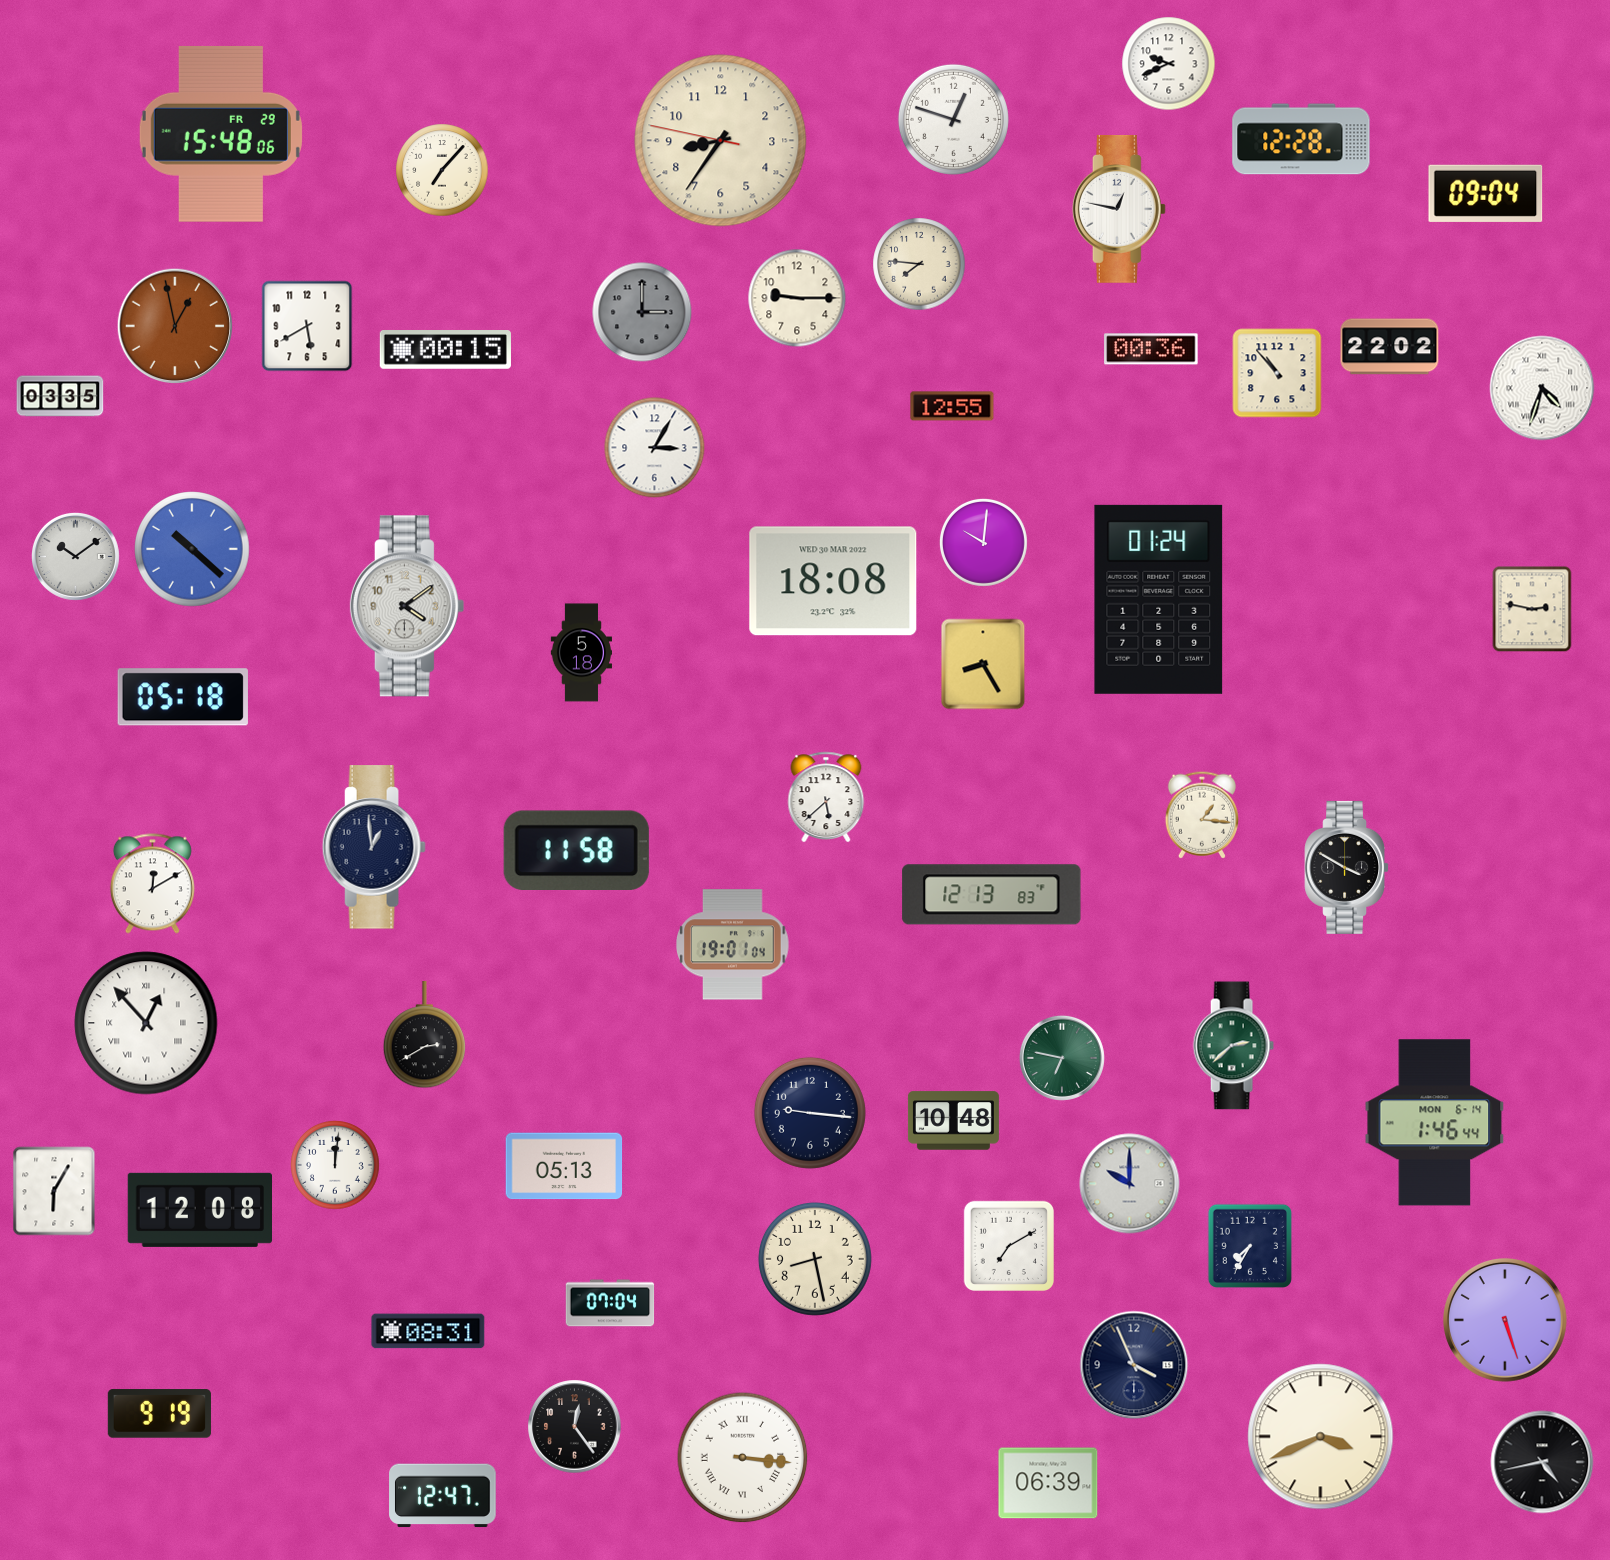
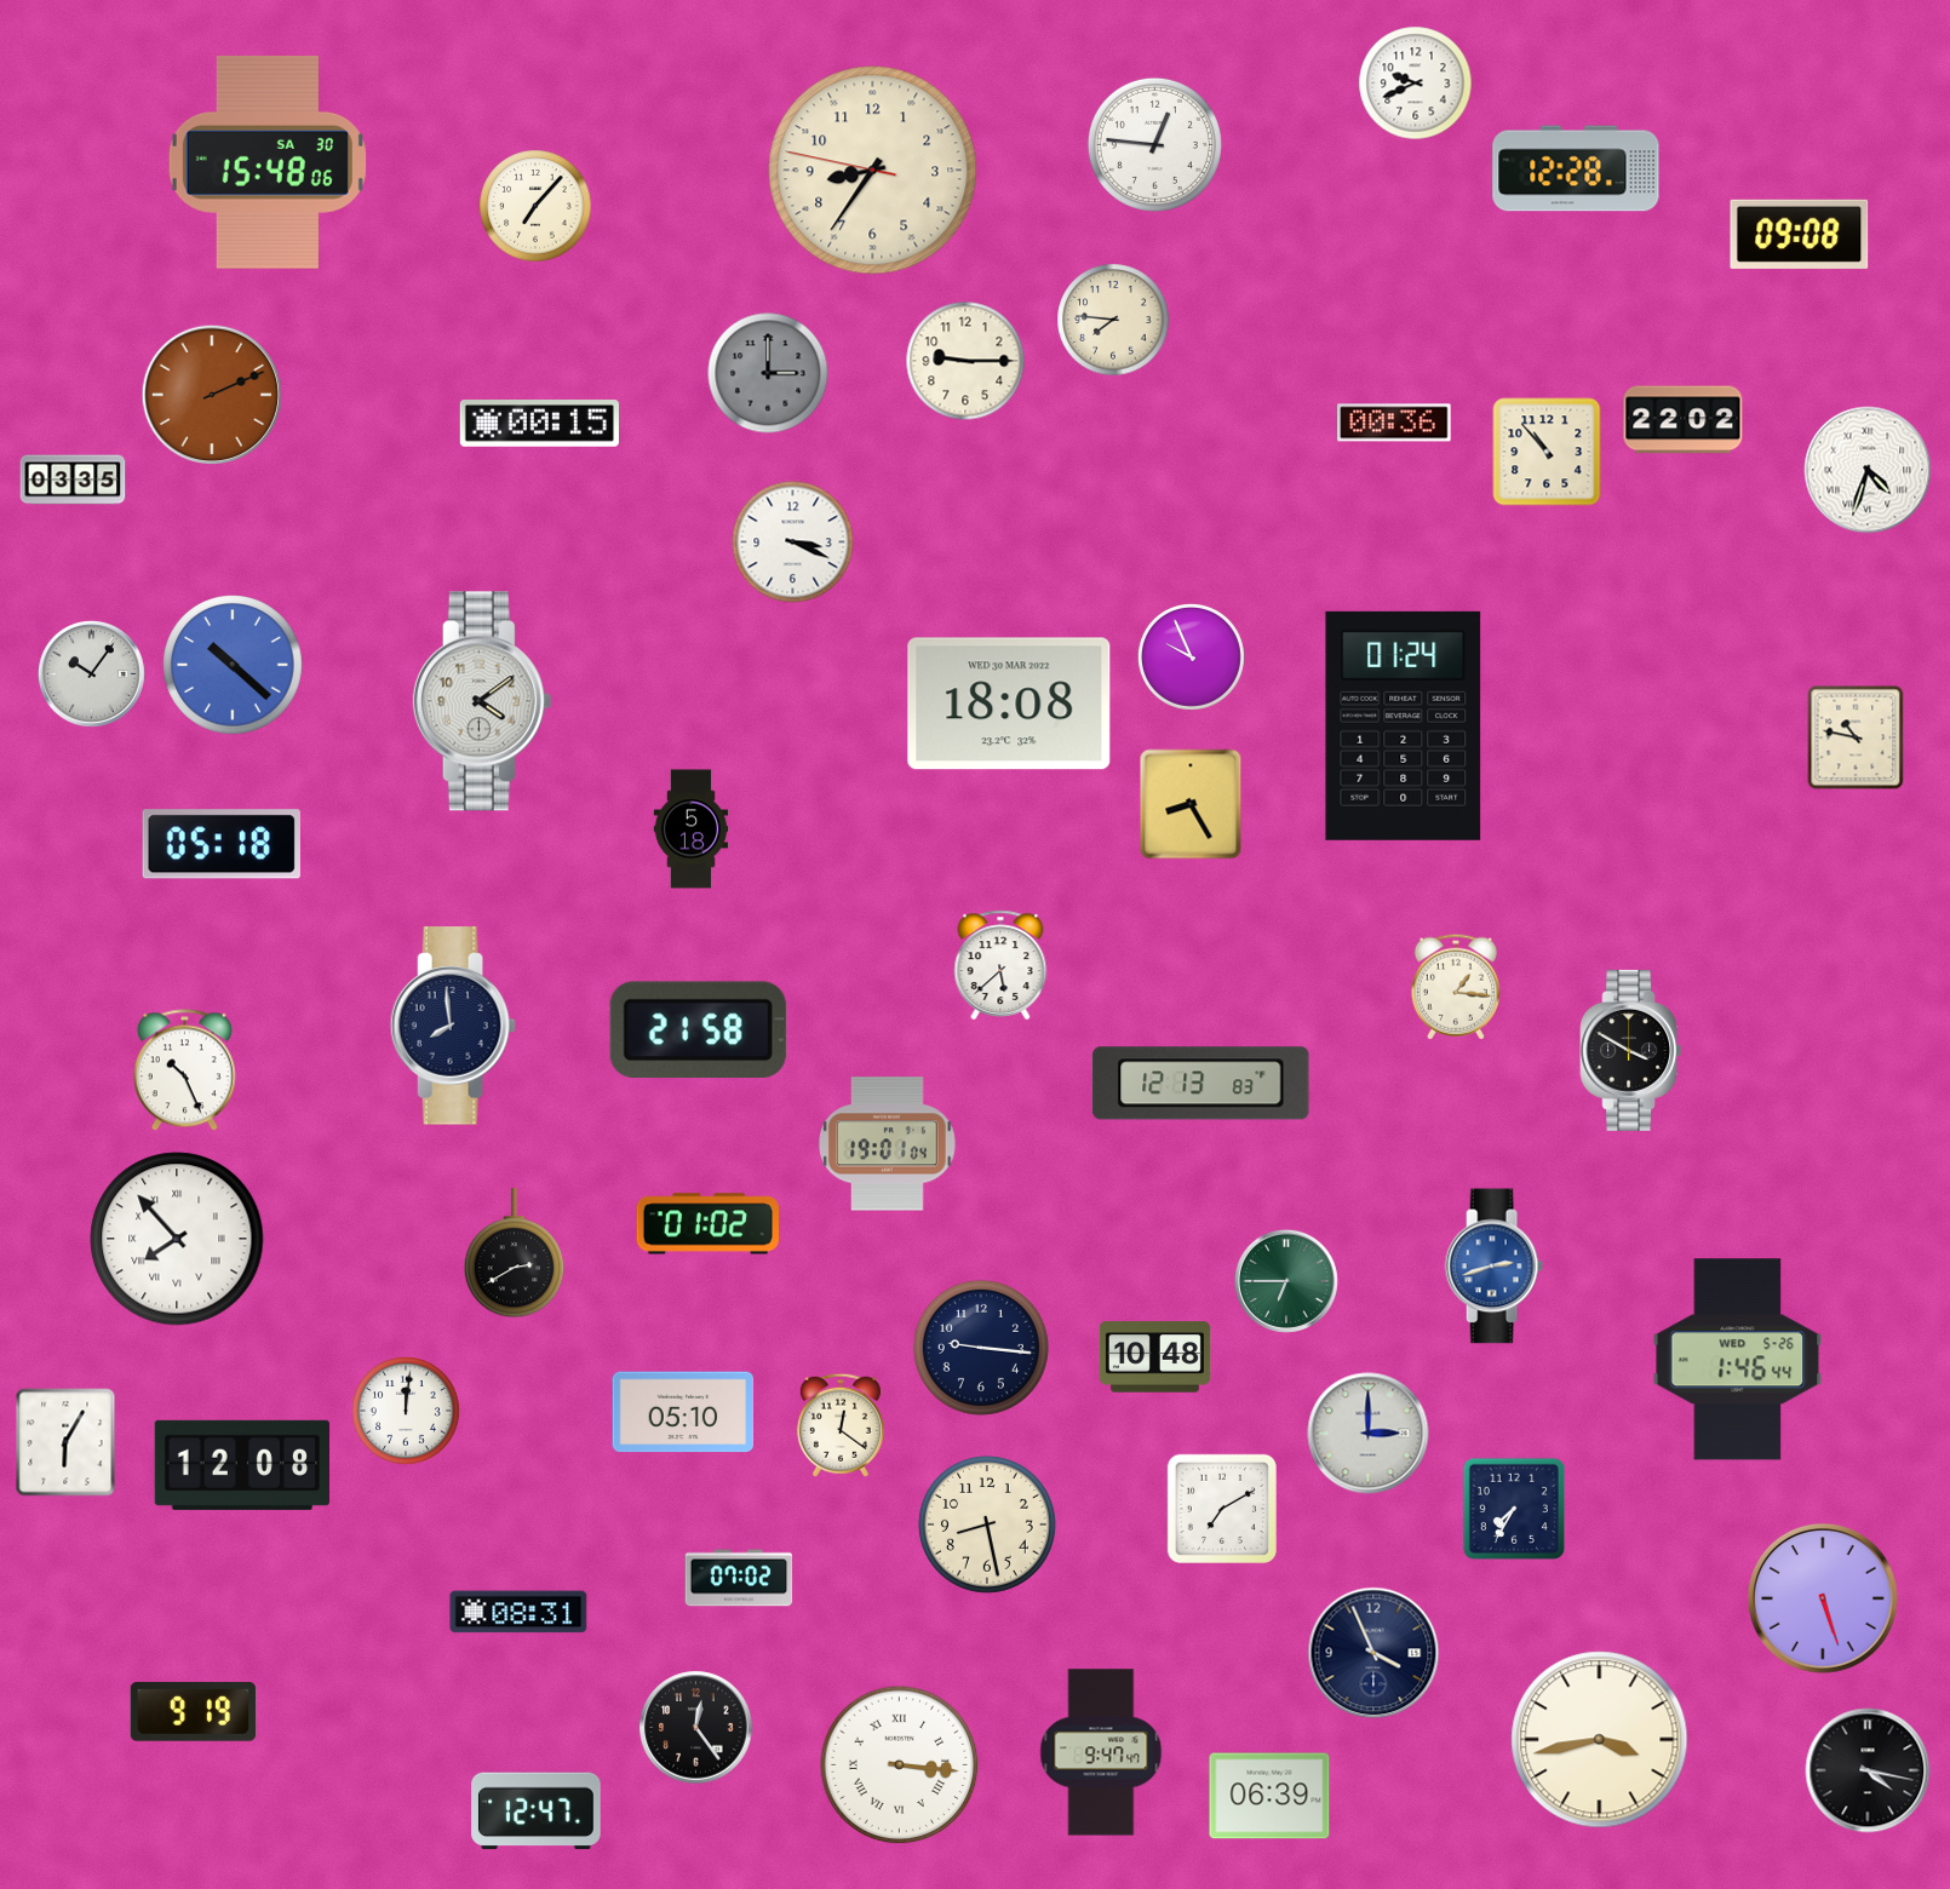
clock at (1169, 64) position: (1169, 64) -> (1416, 84)
clock at (953, 119): 12:48 -> 12:46
clock at (221, 134) date: FR 29 -> SA 30
clock at (1486, 193): 09:04 -> 09:08
clock at (1119, 209): 12:47 -> none
clock at (642, 312) position: (642, 312) -> (768, 373)
clock at (174, 325): 12:58 -> 2:11
clock at (307, 326): 5:40 -> none
clock at (952, 406): 12:55 -> none
clock at (655, 448): 3:05 -> 3:19
clock at (983, 542): 10:01 -> 9:56
clock at (75, 556): 10:09 -> 10:06
clock at (407, 606) position: (407, 606) -> (482, 701)
clock at (1532, 609): 2:47 -> 10:47
clock at (582, 653) position: (582, 653) -> (692, 829)
clock at (374, 847): 12:59 -> 7:59
clock at (576, 850): 11:58 -> 21:58
clock at (152, 884): 12:10 -> 10:26
clock at (707, 1224): none -> 01:02
clock at (146, 1023): 12:53 -> 7:53
clock at (1233, 1046): 2:38 -> 2:42
clock at (1233, 1046) dial: green -> blue
clock at (1062, 1058): 6:47 -> 6:45
clock at (1435, 1123) date: MON 6-14 -> WED 5-26
clock at (564, 1166): 05:13 -> 05:10
clock at (841, 1425): none -> 12:21
clock at (1130, 1184): 10:00 -> 3:00
clock at (610, 1303): 07:04 -> 07:02
clock at (1321, 1437): 3:41 -> 3:43
clock at (1101, 1752): none -> 9:47
clock at (1542, 1462): 4:43 -> 4:17
